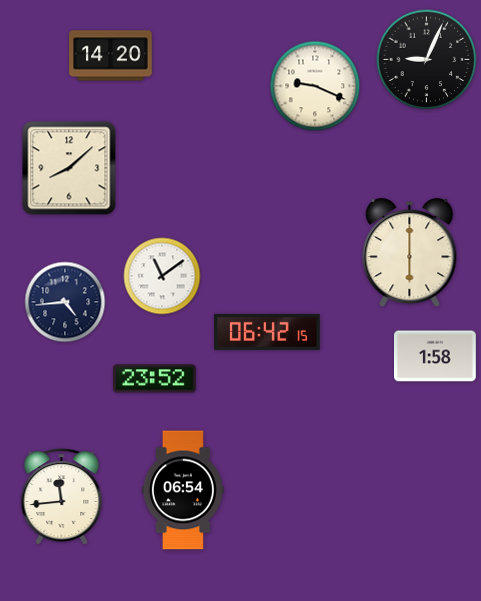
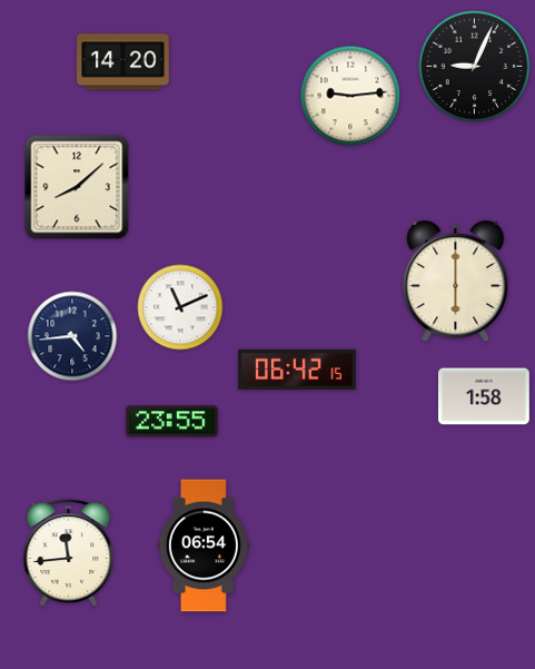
clock at (315, 86): 9:19 -> 9:14
clock at (162, 276): 11:09 -> 11:11
clock at (155, 379): 23:52 -> 23:55
